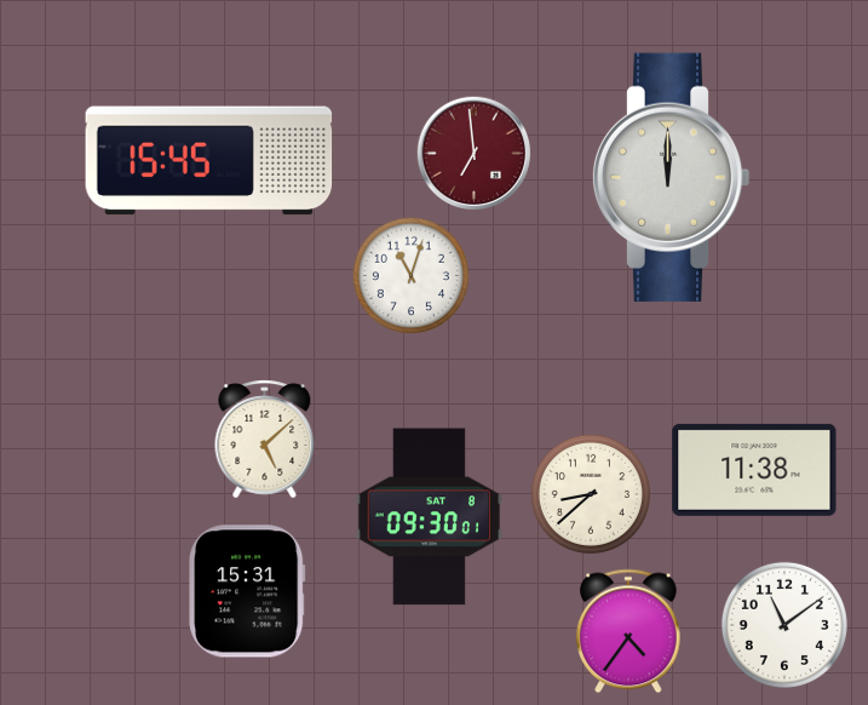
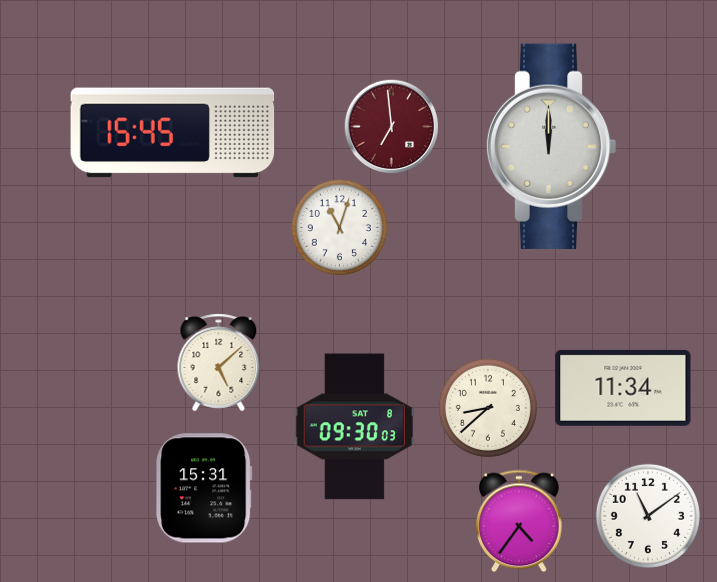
clock at (671, 177) position: (671, 177) -> (551, 146)
clock at (754, 470): 11:38 -> 11:34
clock at (429, 517): 09:30:01 -> 09:30:03
